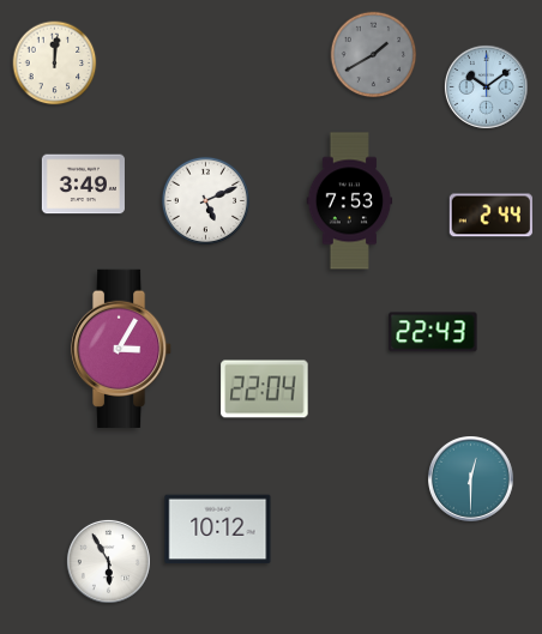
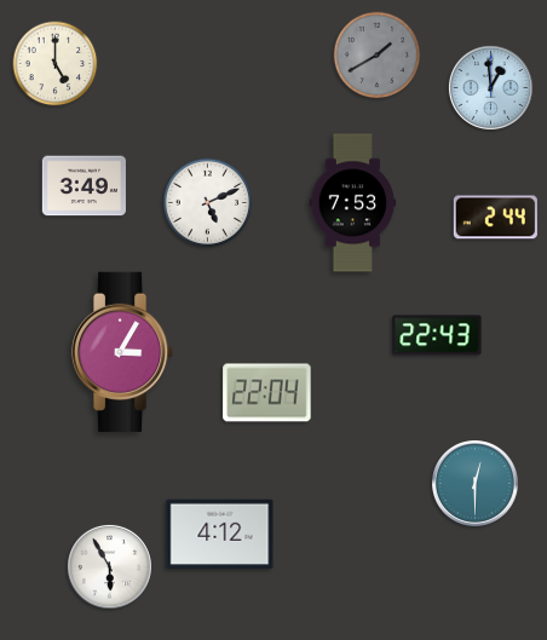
clock at (55, 64): 12:01 -> 5:00
clock at (486, 86): 10:09 -> 12:59
clock at (218, 530): 10:12 -> 4:12
